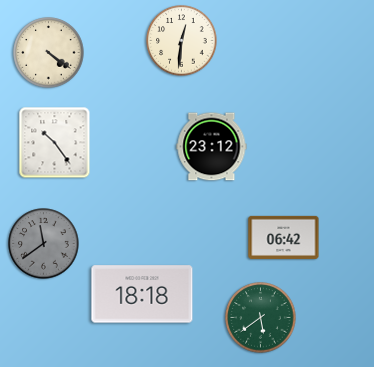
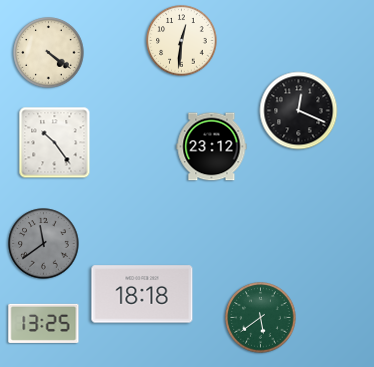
clock at (299, 111): none -> 12:19
clock at (284, 237): 06:42 -> none
clock at (44, 323): none -> 13:25
